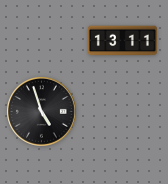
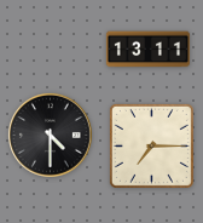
clock at (41, 111): 4:57 -> 4:30
clock at (151, 145): none -> 7:15
